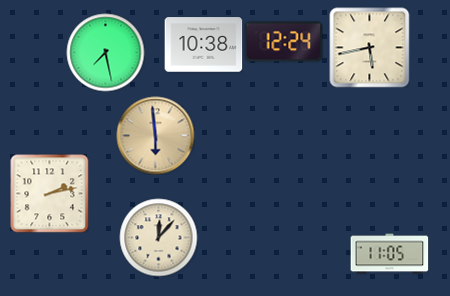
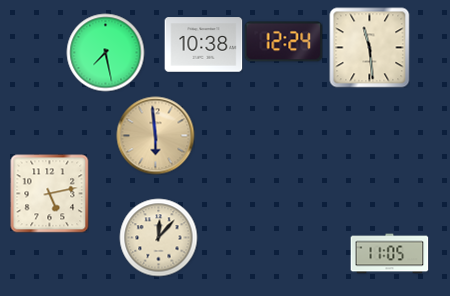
clock at (369, 47): 5:43 -> 11:29
clock at (49, 193): 2:13 -> 5:13
